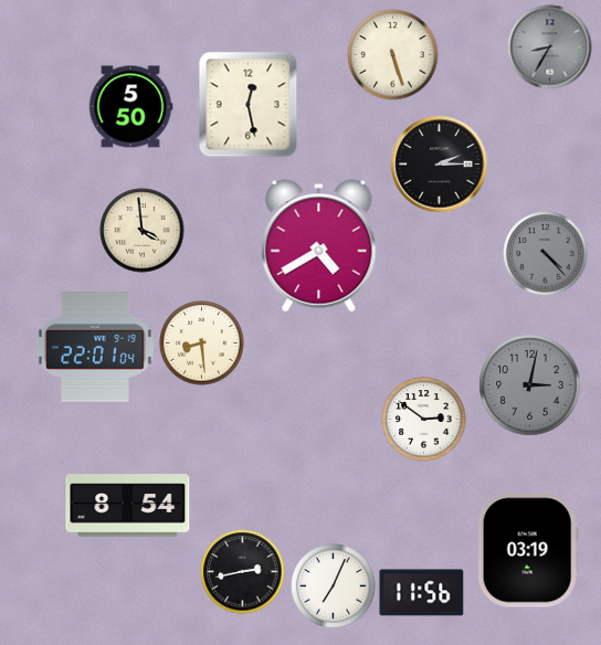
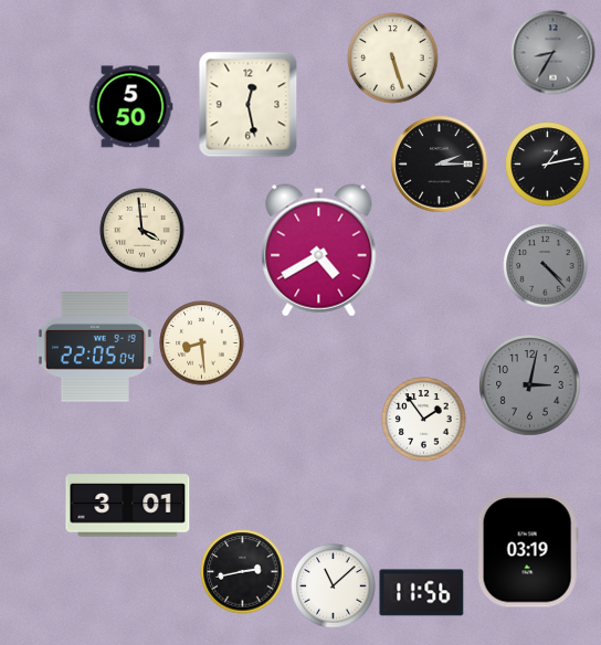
clock at (550, 47) position: (550, 47) -> (553, 53)
clock at (393, 55) position: (393, 55) -> (393, 59)
clock at (548, 165): none -> 1:13
clock at (319, 246) position: (319, 246) -> (319, 251)
clock at (546, 254) position: (546, 254) -> (546, 266)
clock at (95, 348): 22:01 -> 22:05
clock at (424, 420): 2:51 -> 1:54
clock at (128, 506): 8:54 -> 3:01
clock at (334, 586): 7:04 -> 11:08
